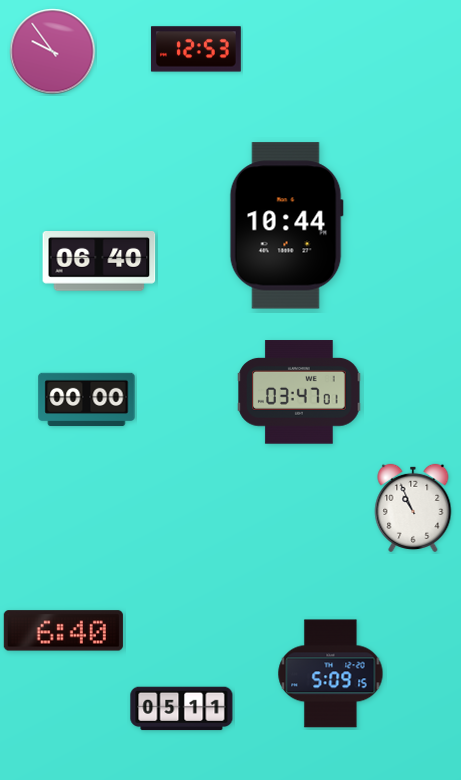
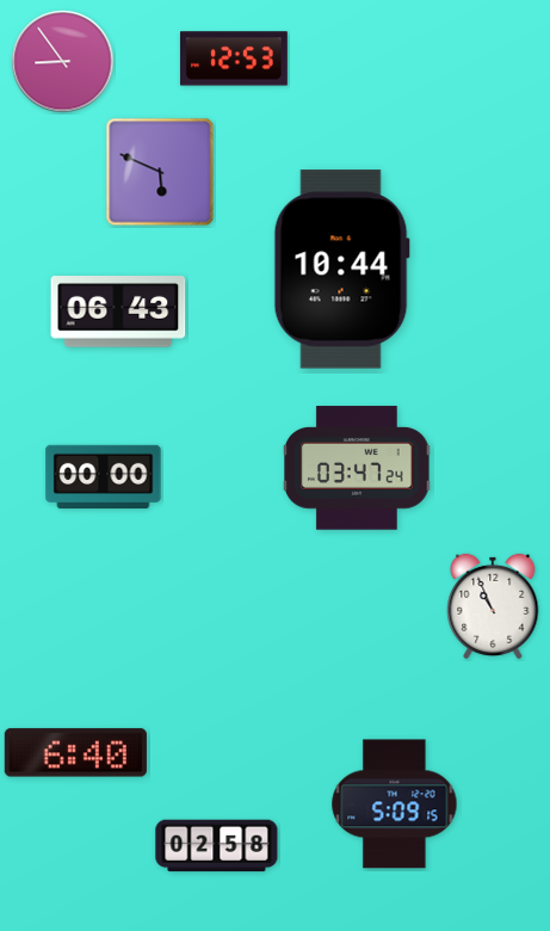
clock at (53, 52): 9:54 -> 8:54
clock at (160, 172): none -> 5:49
clock at (99, 262): 06:40 -> 06:43
clock at (299, 392): 03:47:01 -> 03:47:24
clock at (182, 709): 05:11 -> 02:58
